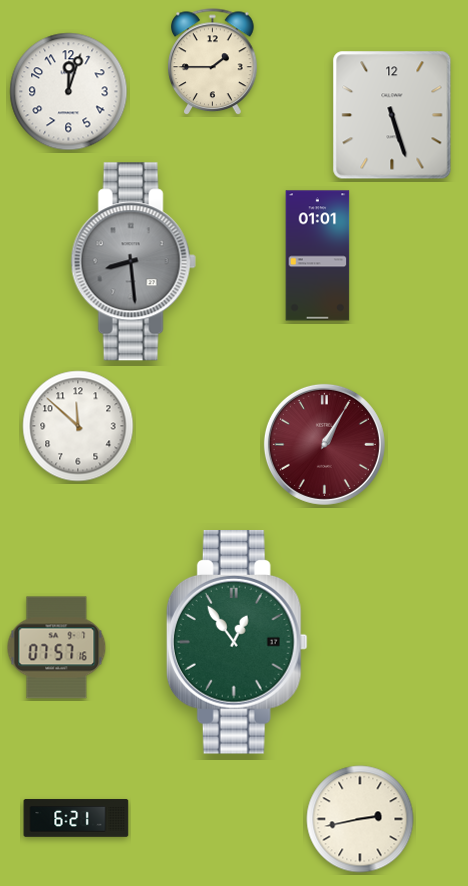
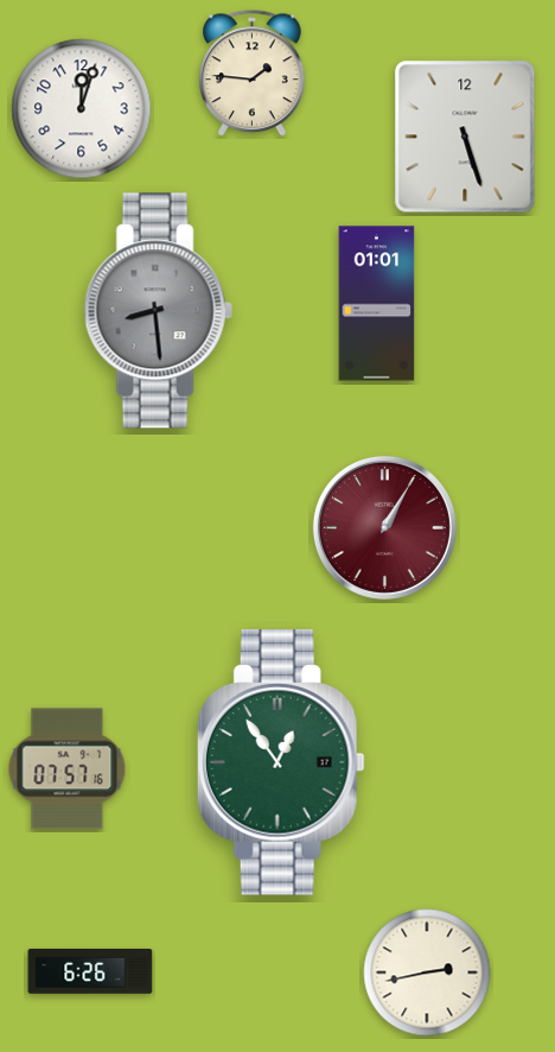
clock at (213, 62): 1:45 -> 1:46
clock at (78, 426): 11:52 -> none
clock at (76, 818): 6:21 -> 6:26
